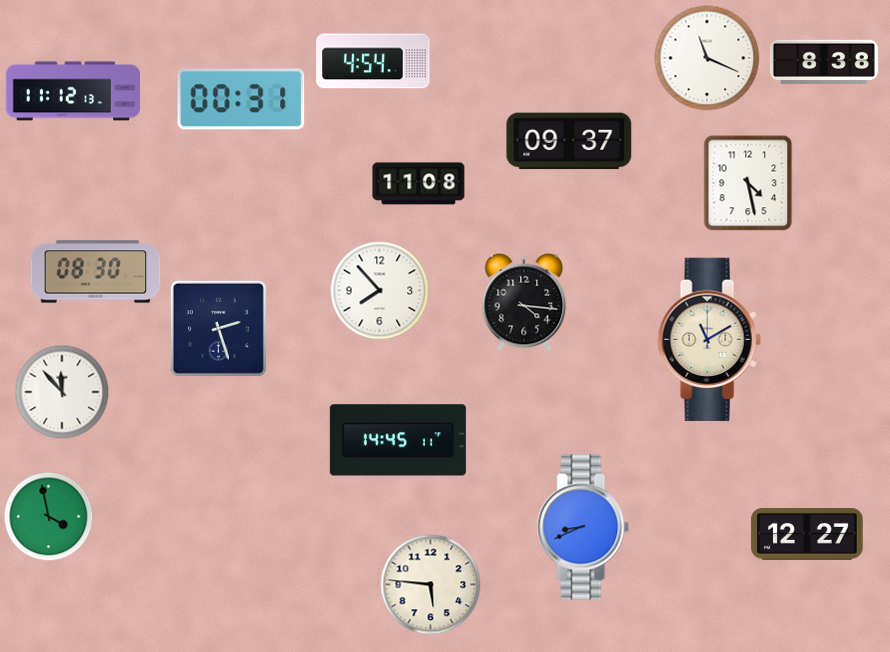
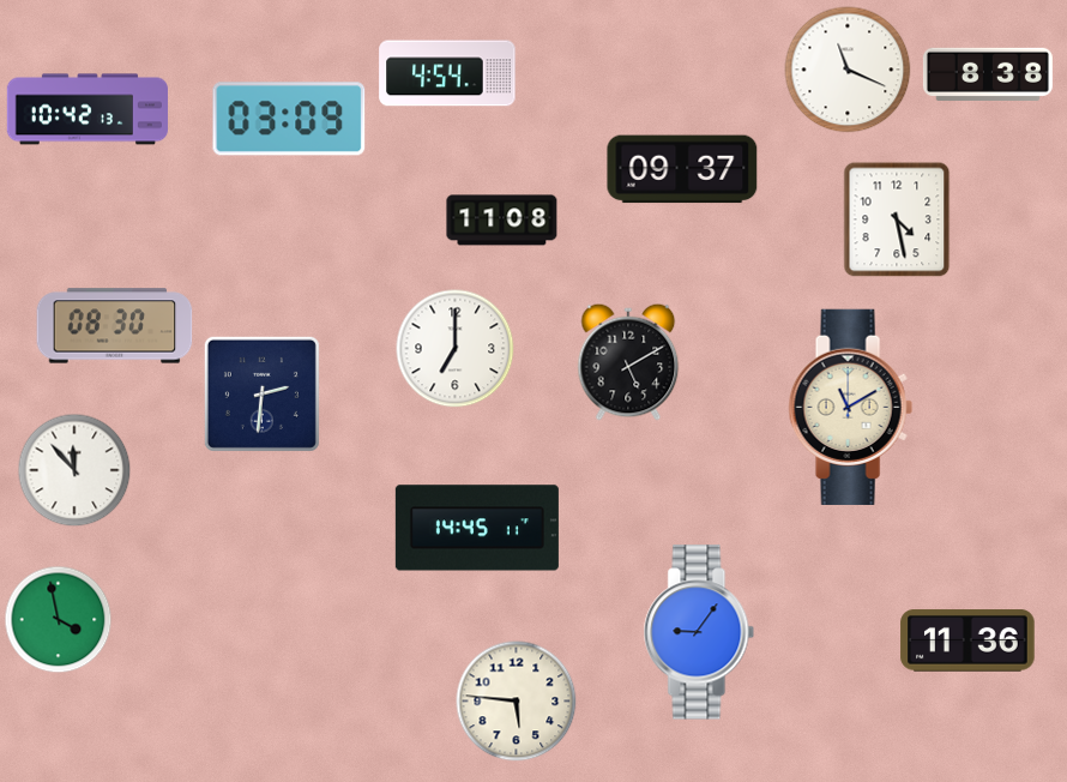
clock at (73, 91): 11:12 -> 10:42
clock at (241, 99): 00:31 -> 03:09
clock at (380, 291): 7:53 -> 7:00
clock at (524, 302): 4:16 -> 5:10
clock at (218, 328): 2:27 -> 2:31
clock at (583, 527): 8:41 -> 9:06
clock at (807, 534): 12:27 -> 11:36
